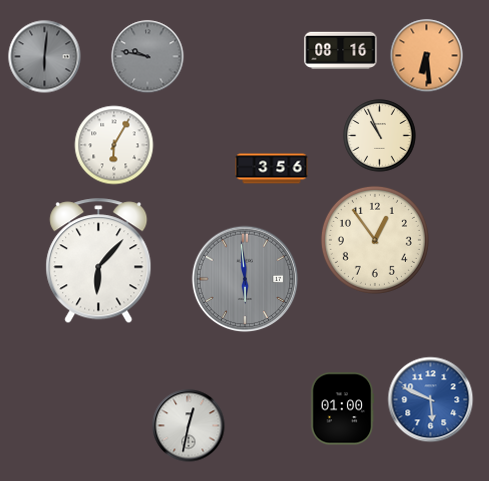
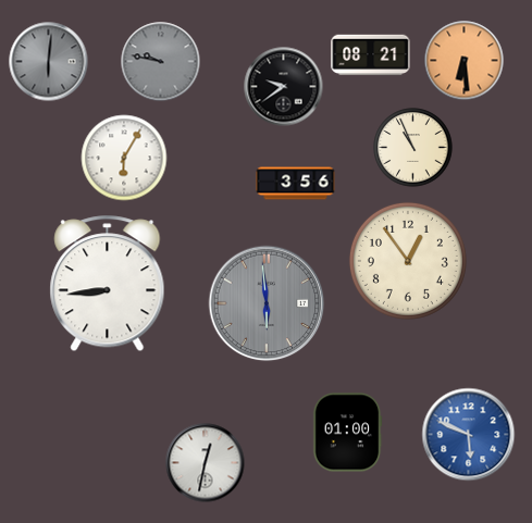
clock at (341, 51): 08:16 -> 08:21
clock at (284, 87): none -> 9:39
clock at (99, 261): 6:07 -> 8:44
clock at (343, 409) position: (343, 409) -> (348, 433)
